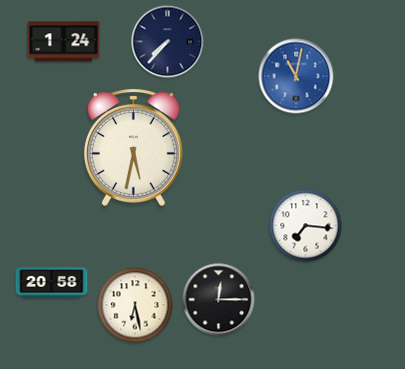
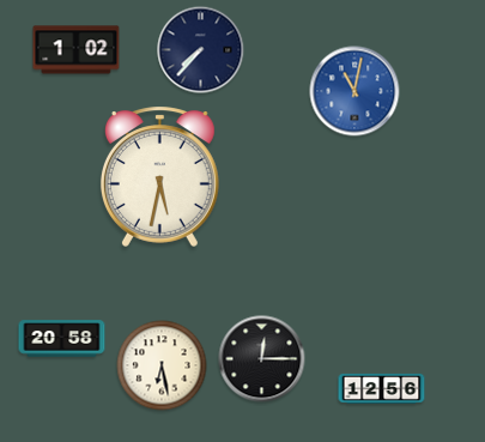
clock at (64, 42): 1:24 -> 1:02
clock at (306, 226): 7:16 -> none
clock at (382, 388): none -> 12:56
